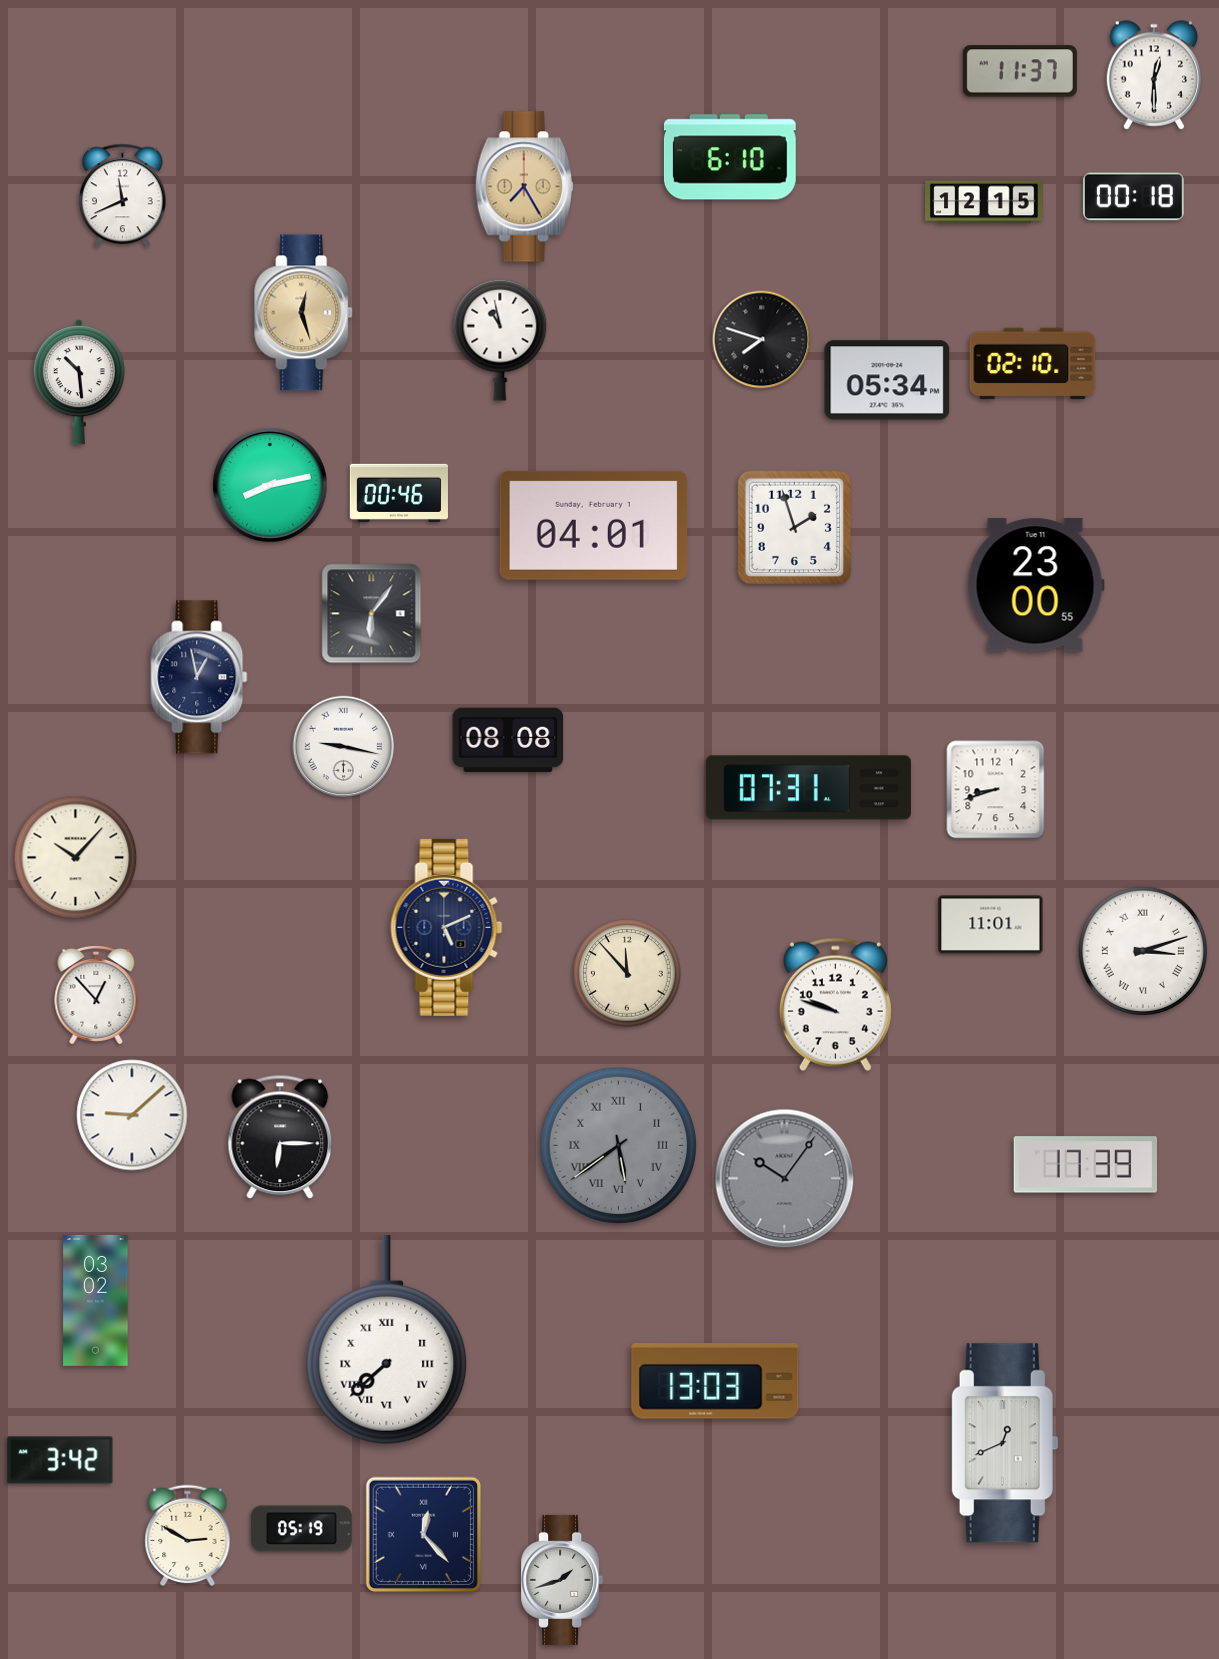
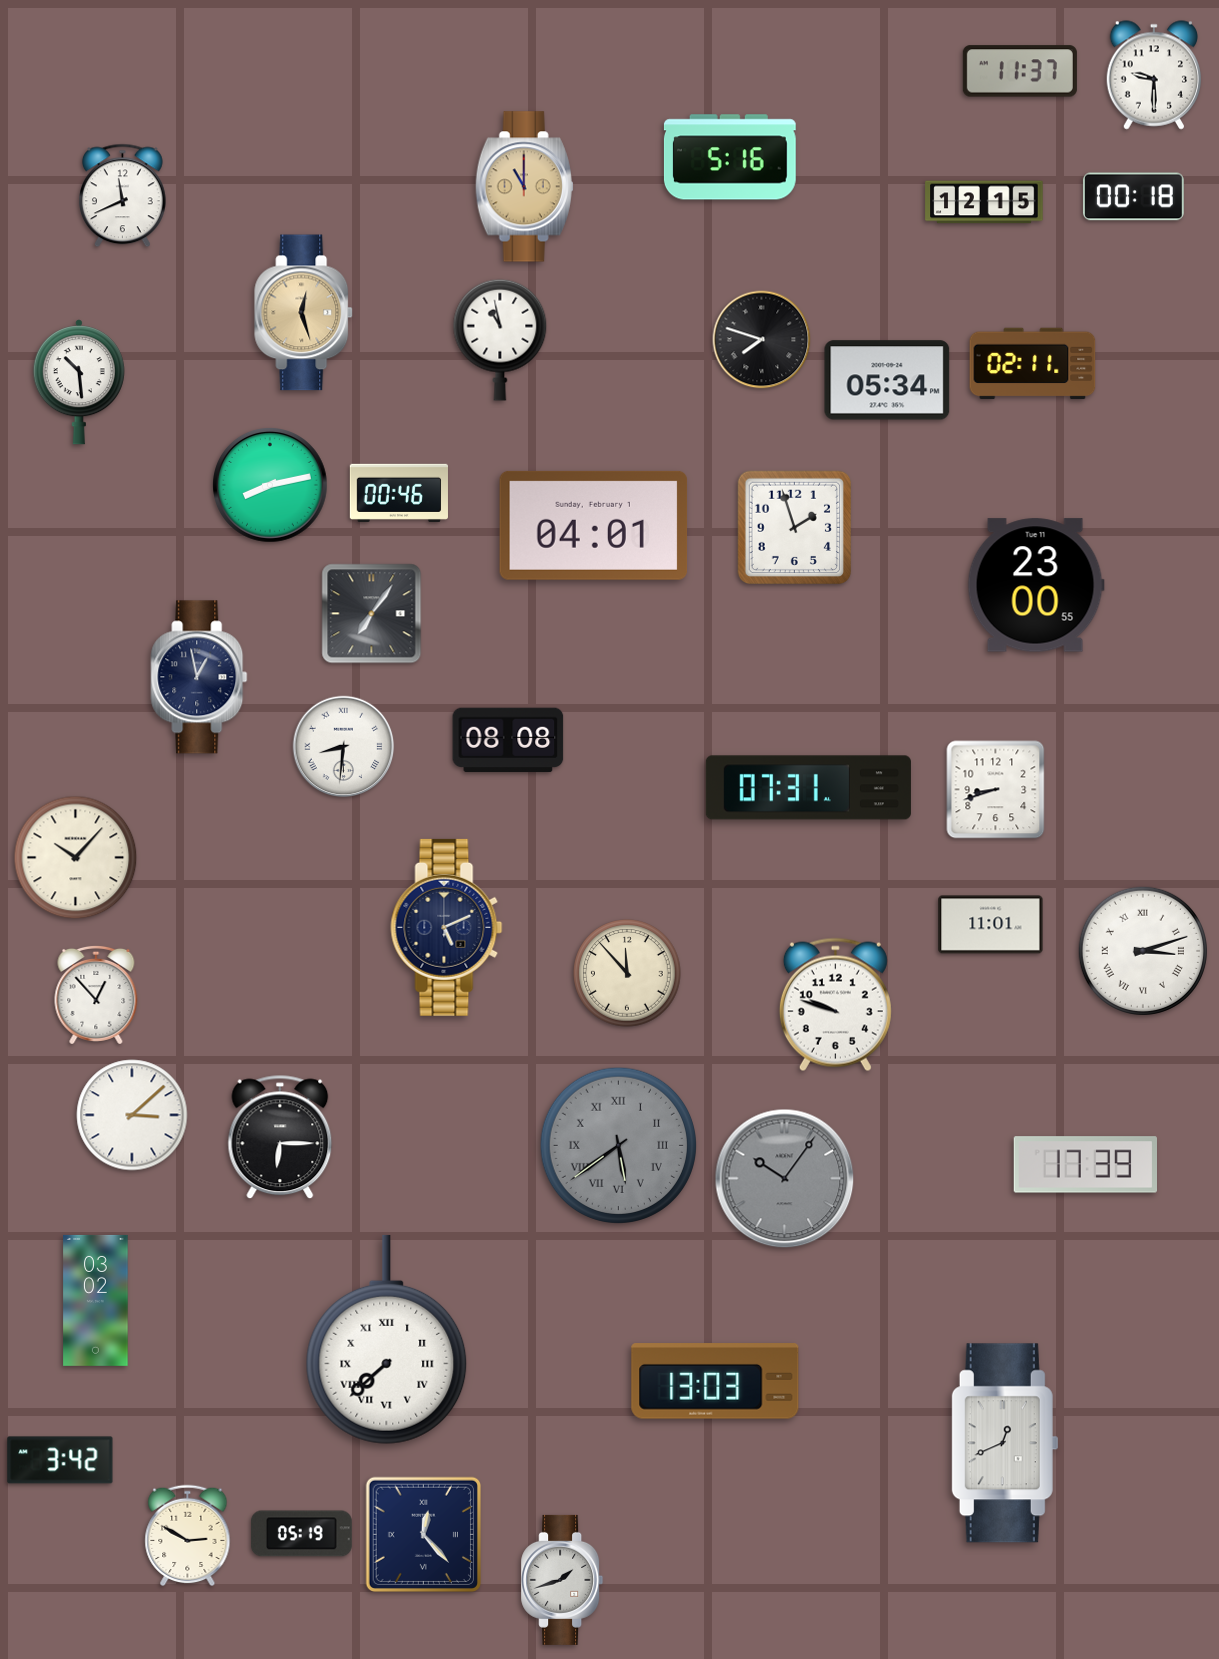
clock at (1153, 75): 12:30 -> 9:30
clock at (730, 157): 6:10 -> 5:16
clock at (524, 187): 7:25 -> 11:00
clock at (1033, 364): 02:10 -> 02:11
clock at (372, 614): 6:06 -> 7:06
clock at (344, 747): 9:17 -> 8:31
clock at (132, 1115): 9:08 -> 3:08
clock at (301, 1529) position: (301, 1529) -> (301, 1534)
